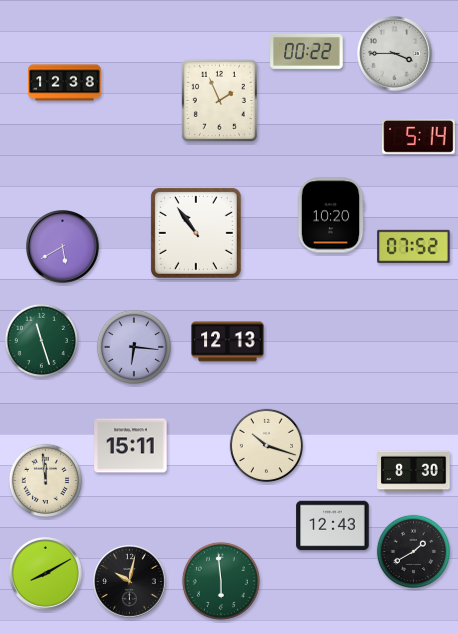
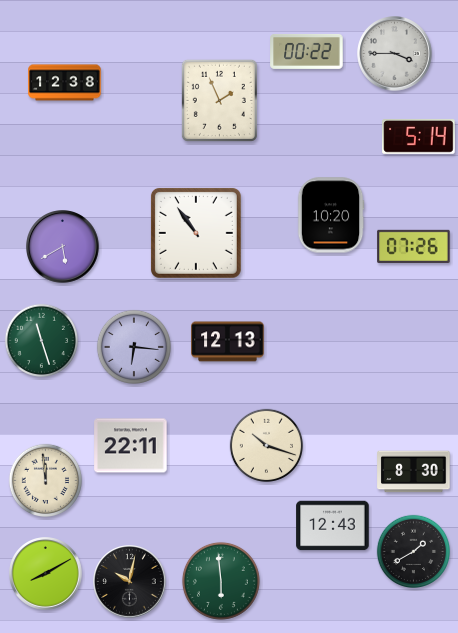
clock at (414, 246): 07:52 -> 07:26
clock at (131, 446): 15:11 -> 22:11
